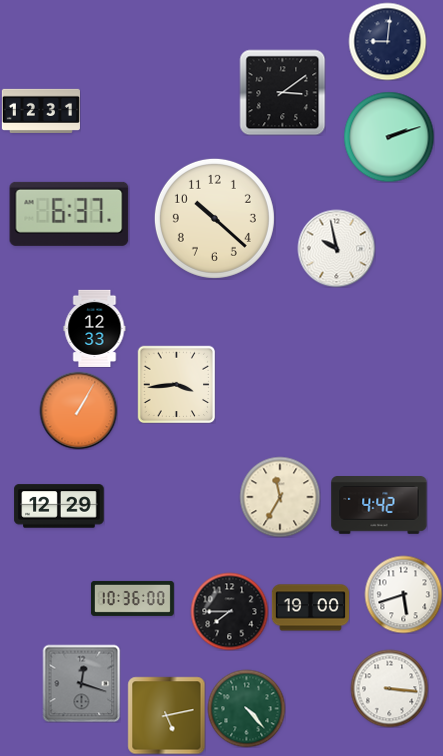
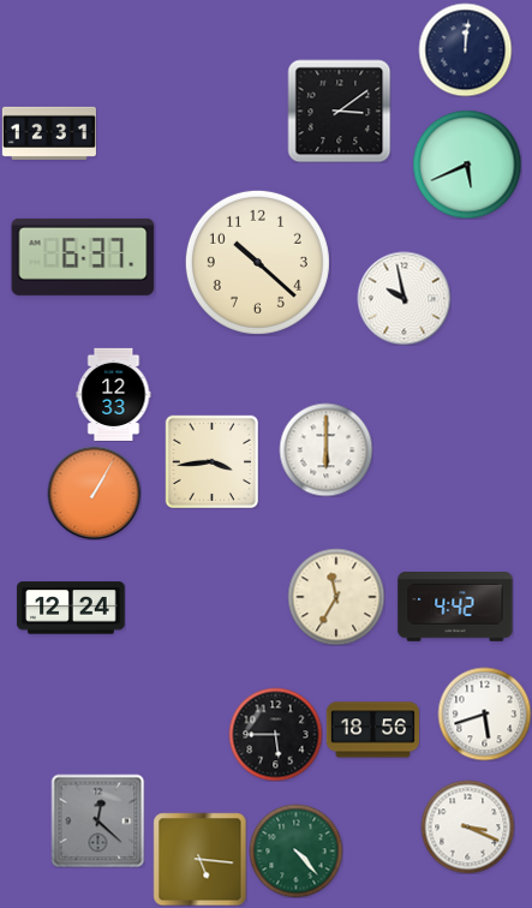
clock at (387, 41): 9:01 -> 12:01
clock at (389, 137): 2:12 -> 5:41
clock at (325, 449): none -> 6:00
clock at (59, 506): 12:29 -> 12:24
clock at (132, 598): 10:36 -> none
clock at (310, 608): 19:00 -> 18:56
clock at (229, 611): 7:45 -> 5:45
clock at (81, 683): 12:18 -> 12:22
clock at (389, 688): 3:16 -> 3:19
clock at (166, 715): 5:13 -> 5:16
